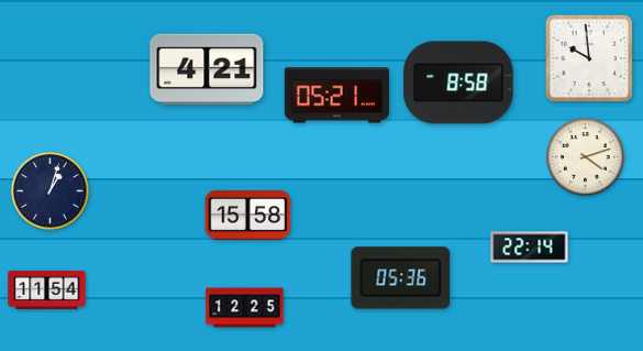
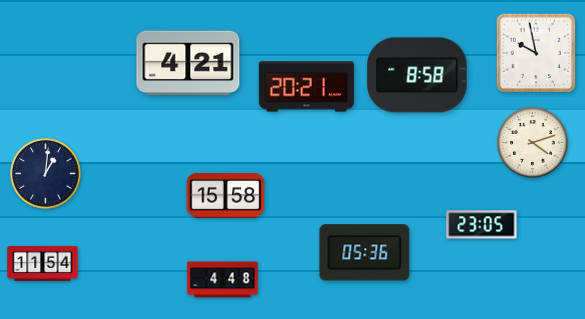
clock at (589, 58): 9:59 -> 9:58
clock at (336, 96): 05:21 -> 20:21
clock at (51, 191): 1:03 -> 1:01
clock at (530, 248): 22:14 -> 23:05
clock at (245, 308): 12:25 -> 4:48
